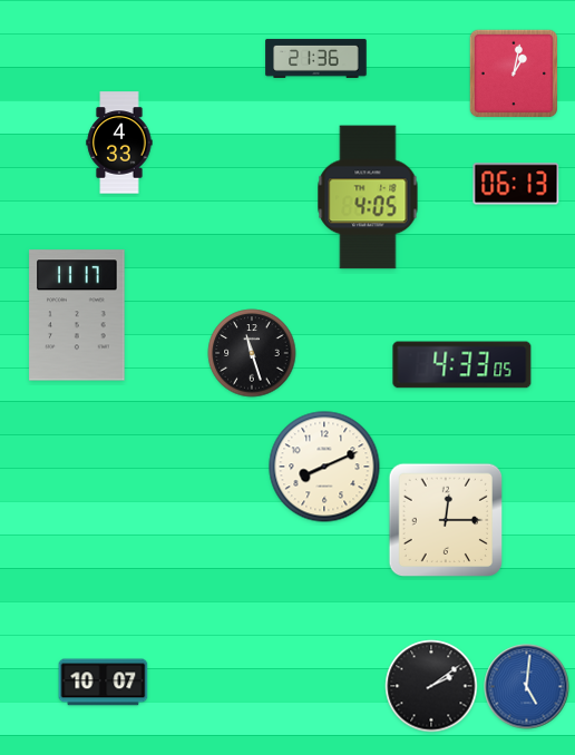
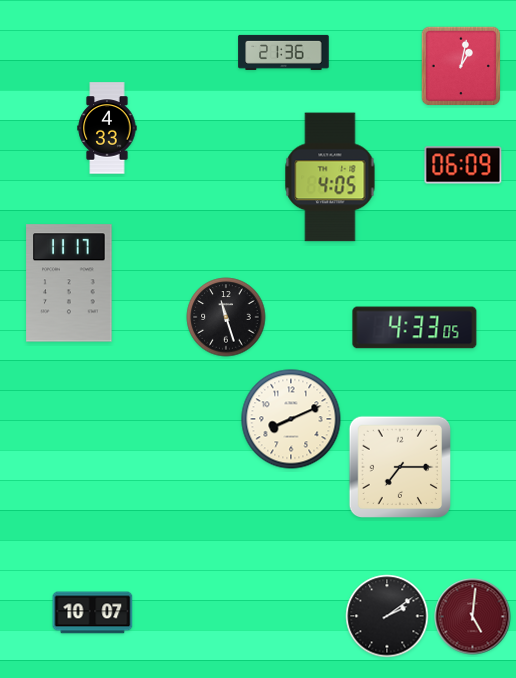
clock at (516, 184): 06:13 -> 06:09
clock at (445, 519): 12:15 -> 7:15
clock at (527, 687) dial: blue -> burgundy
